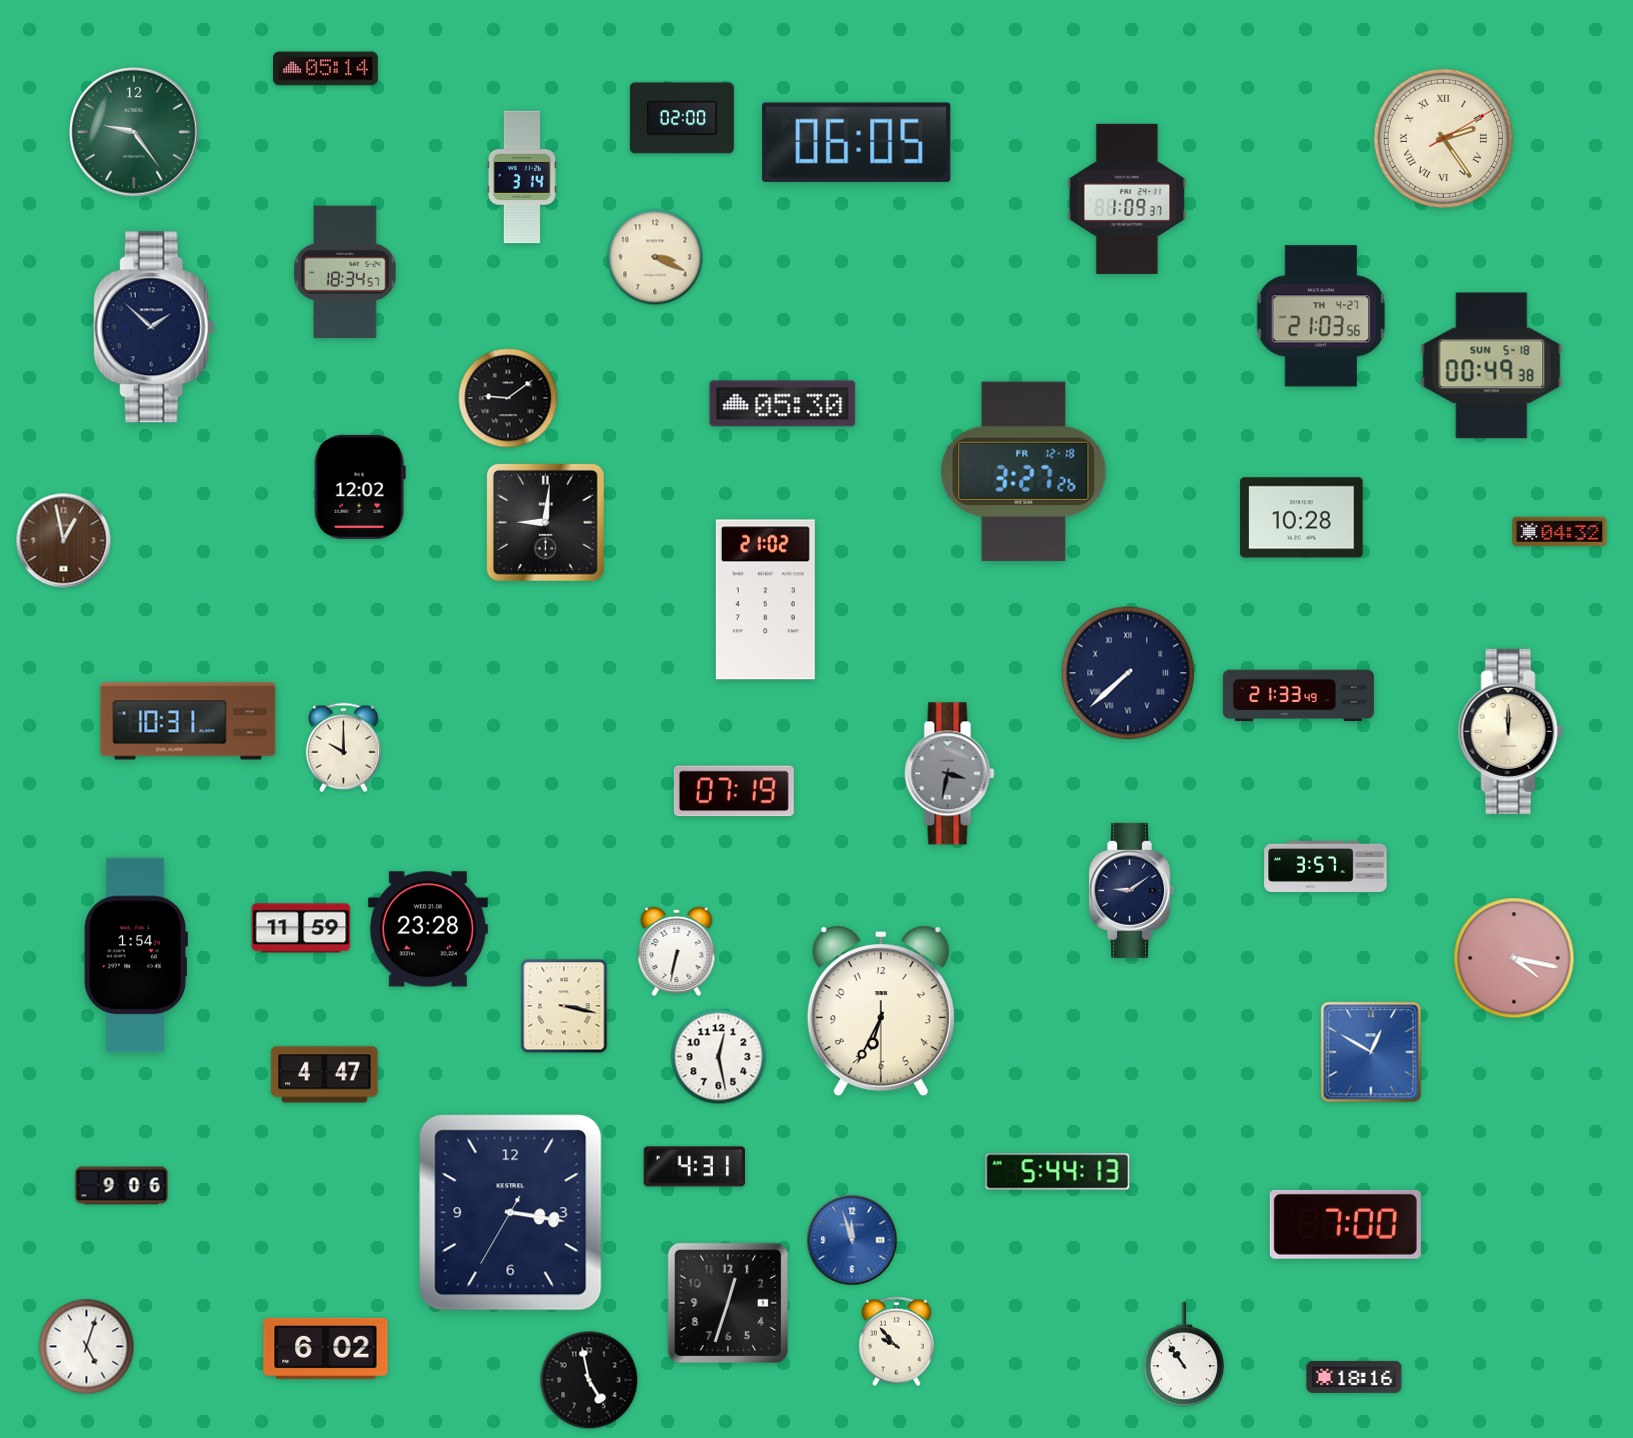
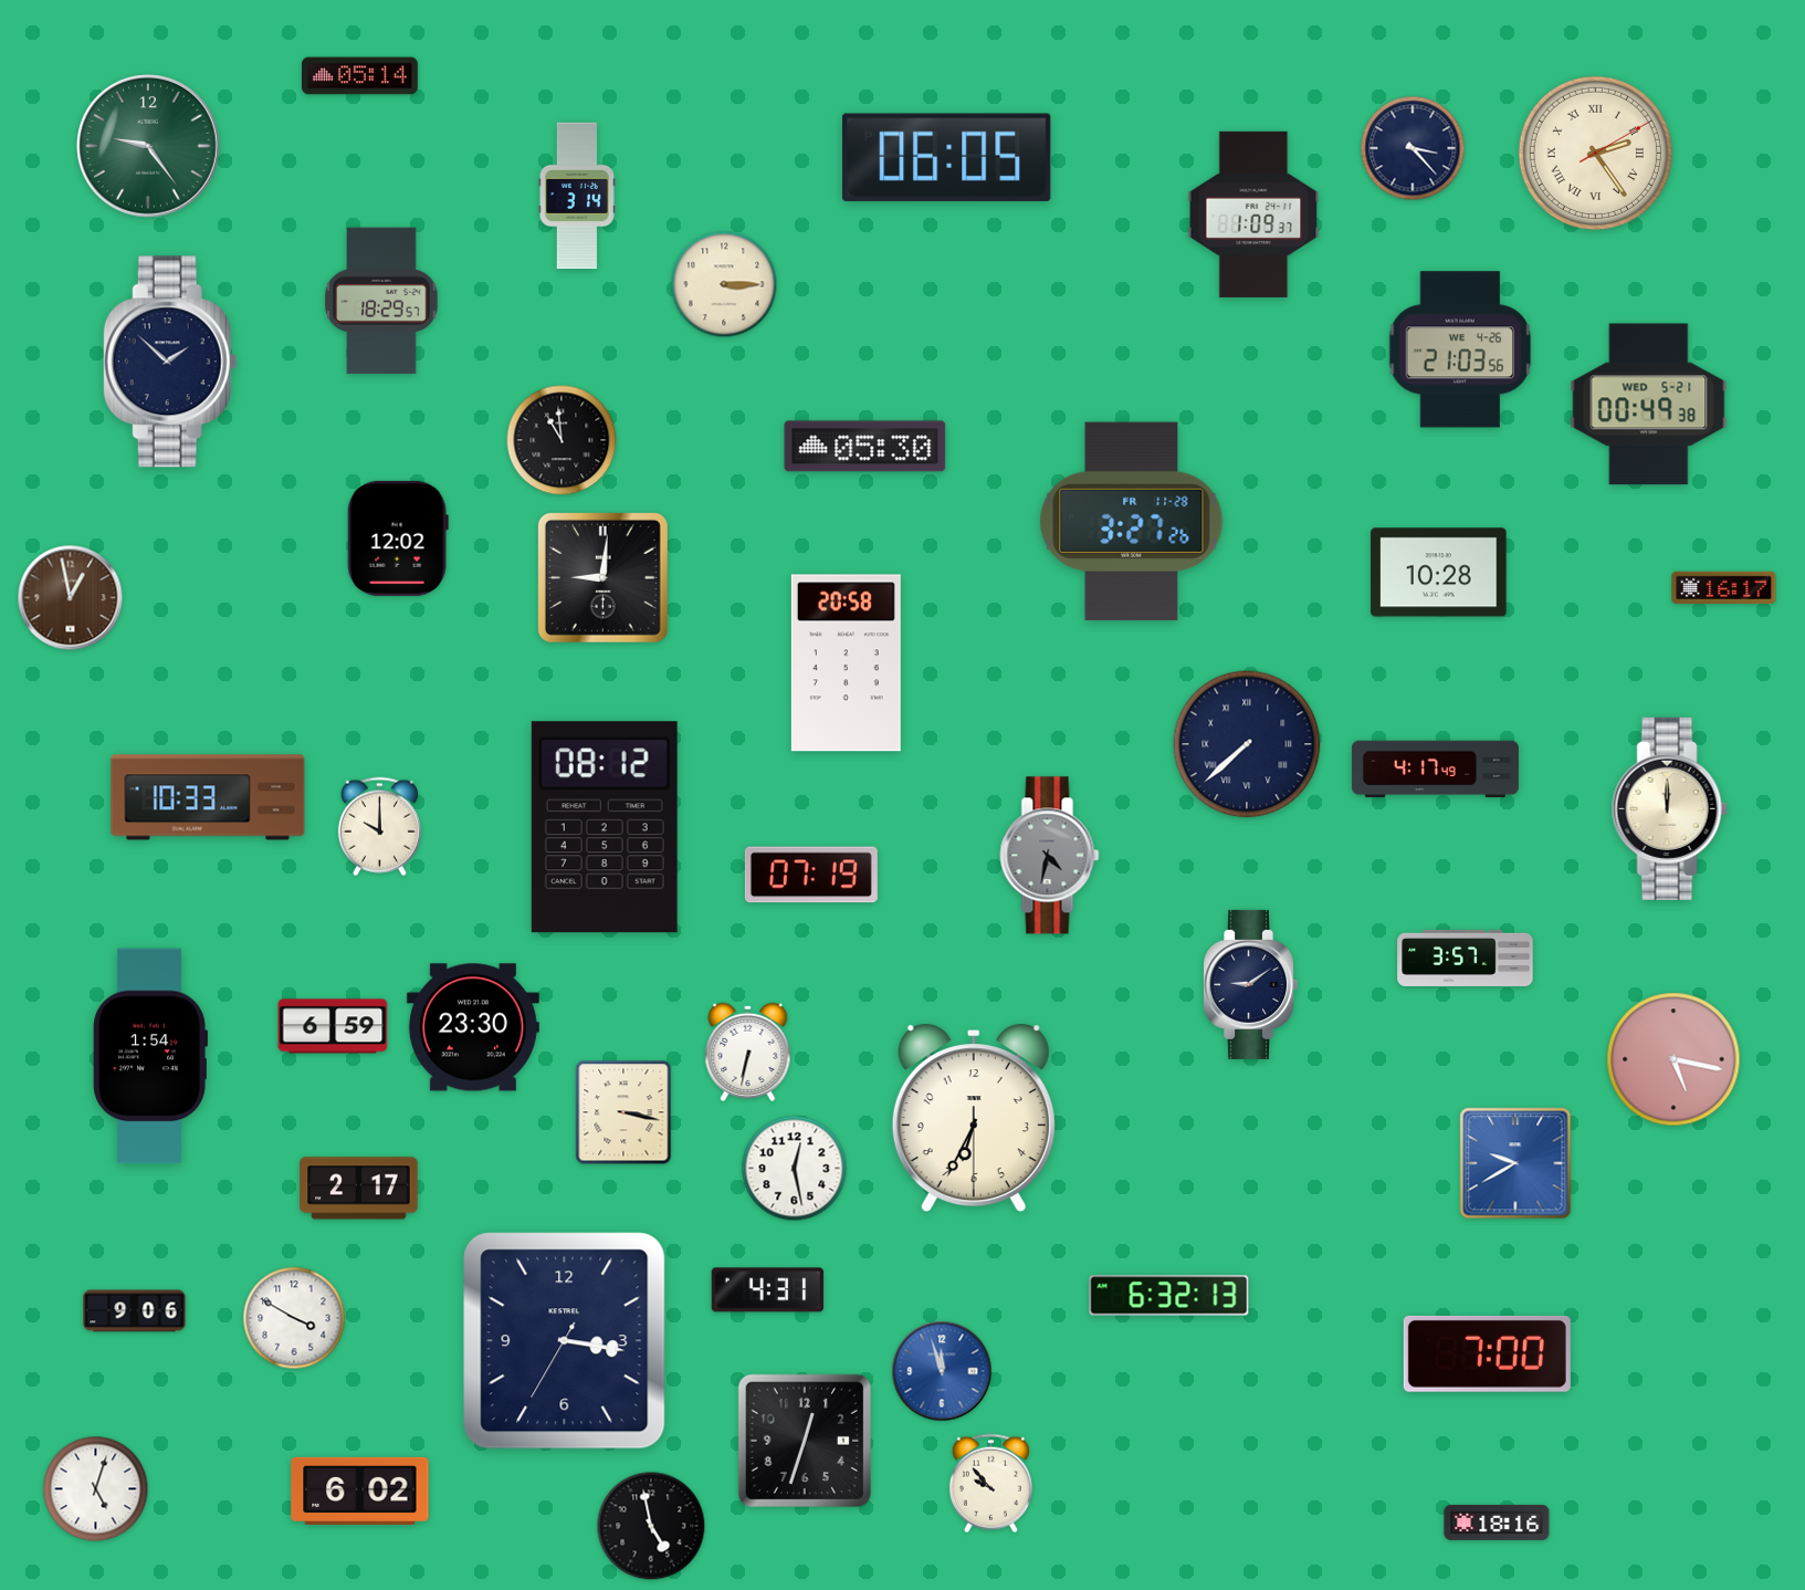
clock at (682, 118): 02:00 -> none
clock at (1413, 148): none -> 3:23
clock at (1127, 199) position: (1127, 199) -> (1253, 215)
clock at (655, 257): 3:19 -> 3:15
clock at (345, 272): 18:34 -> 18:29
clock at (1321, 316) date: TH 4-27 -> WE 4-26
clock at (1492, 366) date: SUN 5-18 -> WED 5-21
clock at (508, 398): 9:09 -> 10:59
clock at (1024, 472) date: FR 12-18 -> FR 11-28
clock at (1560, 531): 04:32 -> 16:17
clock at (765, 600): 21:02 -> 20:58
clock at (1298, 696): 21:33 -> 4:17
clock at (188, 721): 10:31 -> 10:33
clock at (605, 827): none -> 08:12
clock at (950, 774): 3:32 -> 4:32
clock at (301, 928): 11:59 -> 6:59
clock at (428, 929): 23:28 -> 23:30
clock at (1514, 958): 4:17 -> 5:17
clock at (1371, 1052): 12:50 -> 9:40
clock at (325, 1075): 4:47 -> 2:17
clock at (1058, 1172): 5:44 -> 6:32
clock at (294, 1318): none -> 3:50
clock at (1184, 1354): 10:54 -> none
